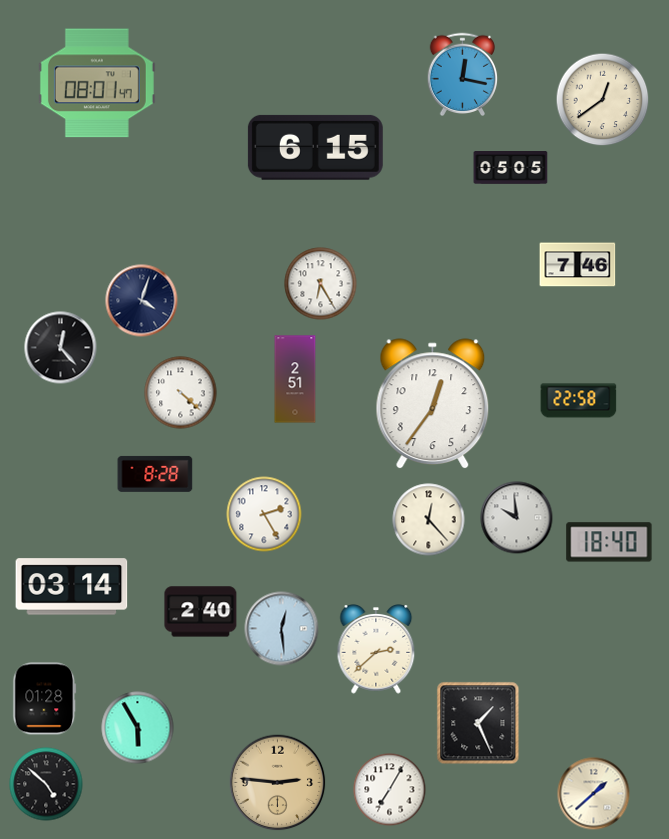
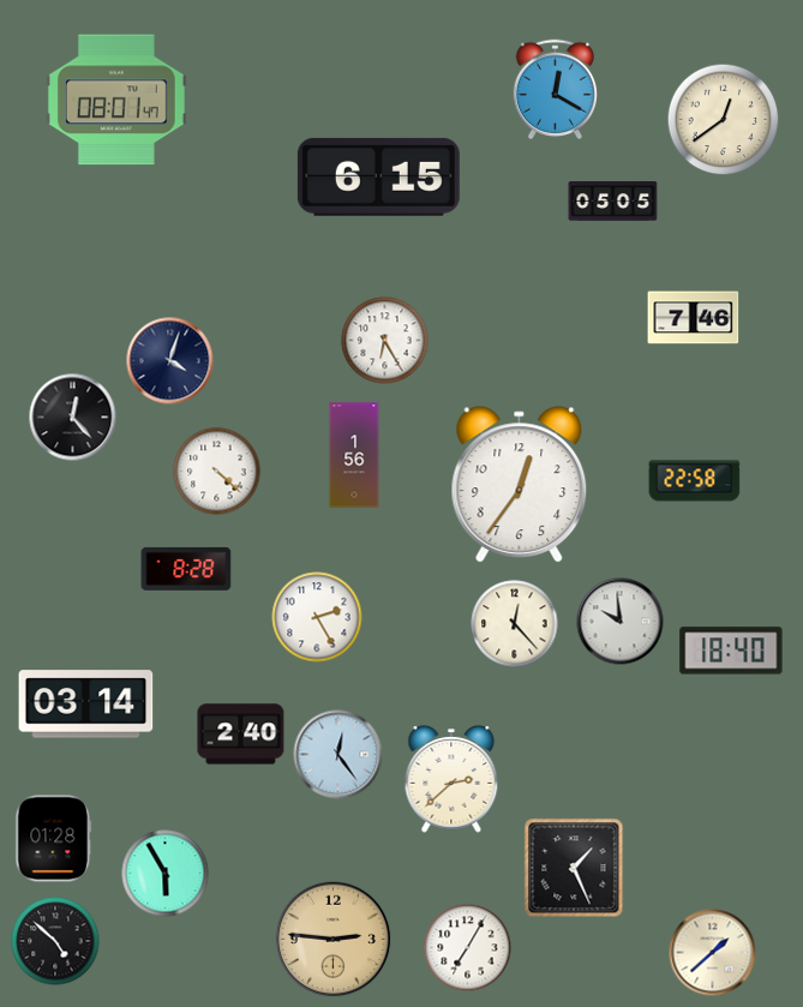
clock at (463, 74): 12:17 -> 12:20
clock at (295, 379): 2:51 -> 1:56
clock at (282, 629): 12:29 -> 12:24
